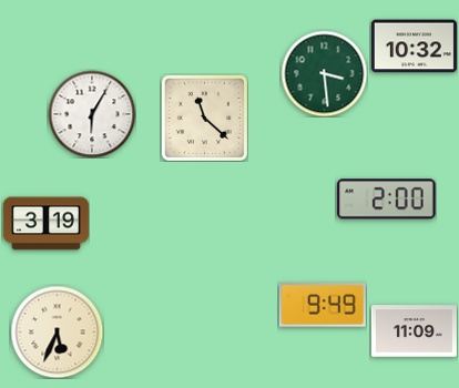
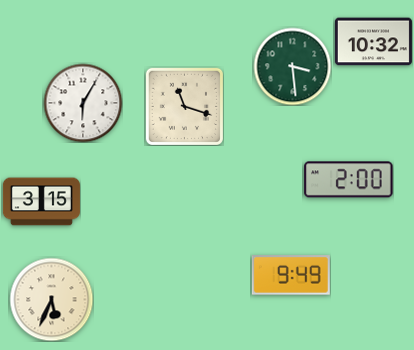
clock at (204, 118): 11:22 -> 11:18
clock at (45, 224): 3:19 -> 3:15
clock at (414, 331): 11:09 -> none
